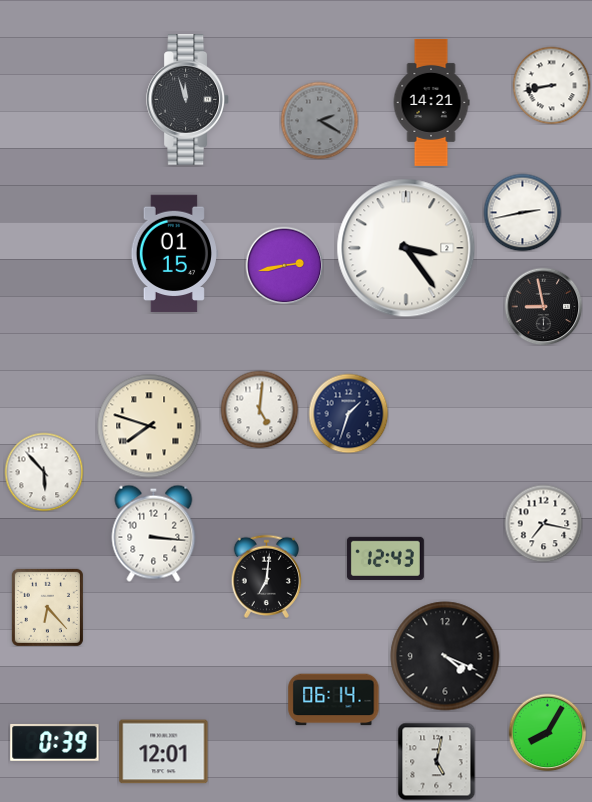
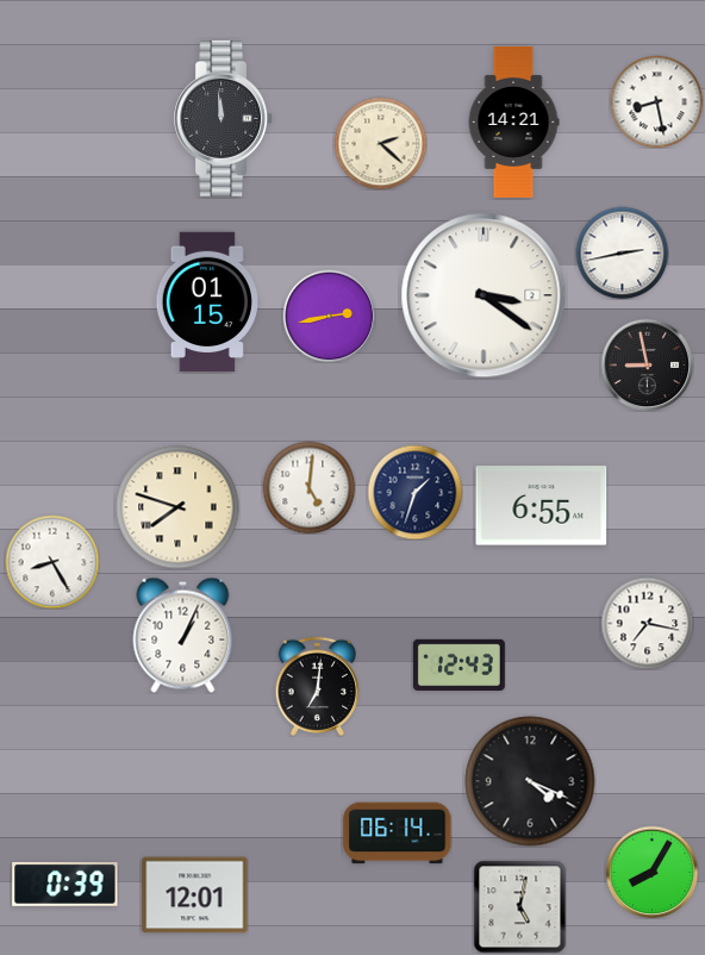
clock at (551, 85): 8:43 -> 8:28
clock at (187, 100): 11:57 -> 11:59
clock at (319, 120): 2:20 -> 2:22
clock at (319, 120) dial: grey -> cream
clock at (406, 248): 3:24 -> 3:21
clock at (284, 265) position: (284, 265) -> (329, 316)
clock at (542, 506): none -> 6:55
clock at (44, 472): 5:53 -> 8:25
clock at (154, 533): 3:16 -> 1:04
clock at (47, 607): 6:23 -> none
